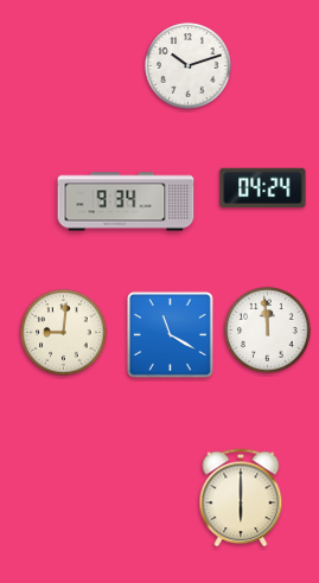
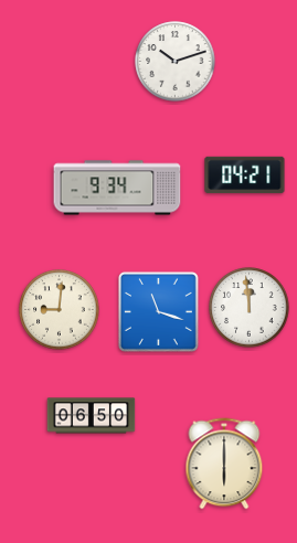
clock at (263, 188): 04:24 -> 04:21
clock at (170, 334): 11:20 -> 11:18
clock at (92, 416): none -> 06:50
